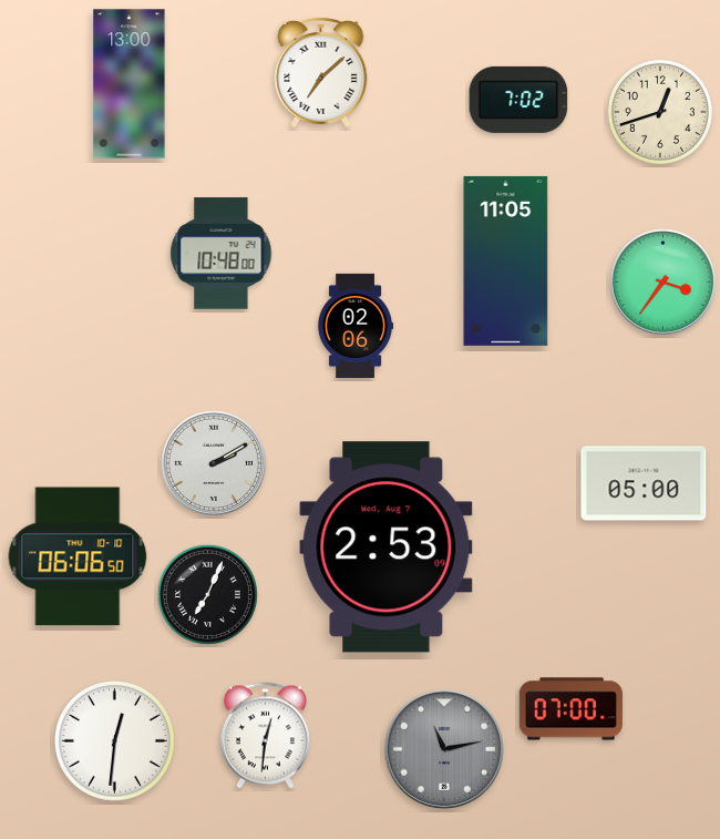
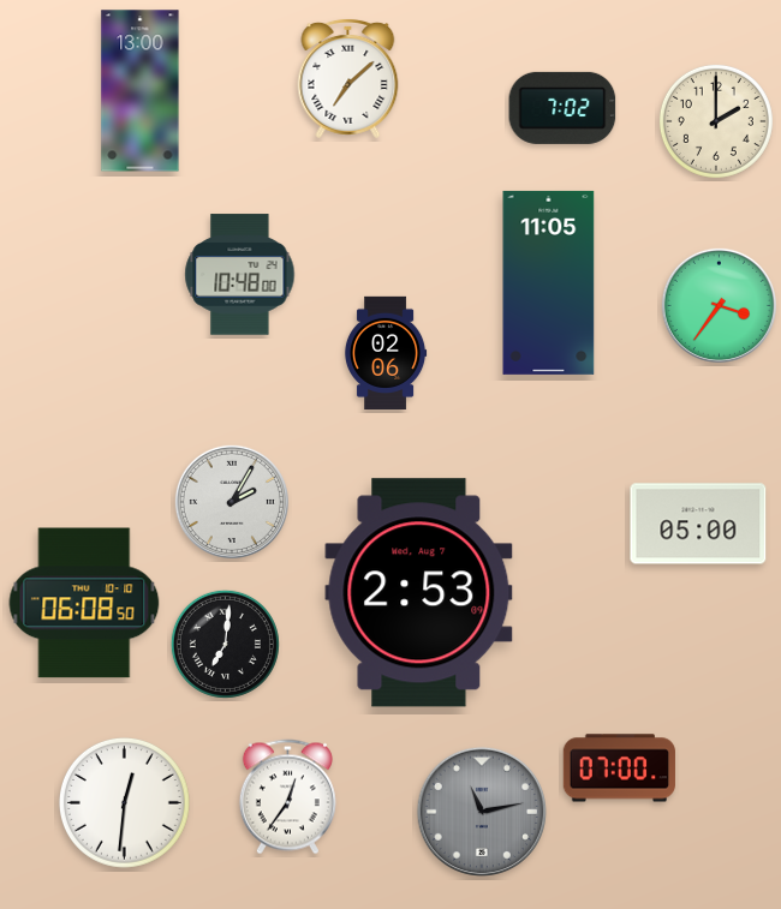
clock at (660, 112): 12:42 -> 2:00
clock at (214, 463): 2:10 -> 2:05
clock at (78, 556): 06:06 -> 06:08
clock at (207, 594): 7:04 -> 7:01
clock at (265, 736): 12:31 -> 12:36
